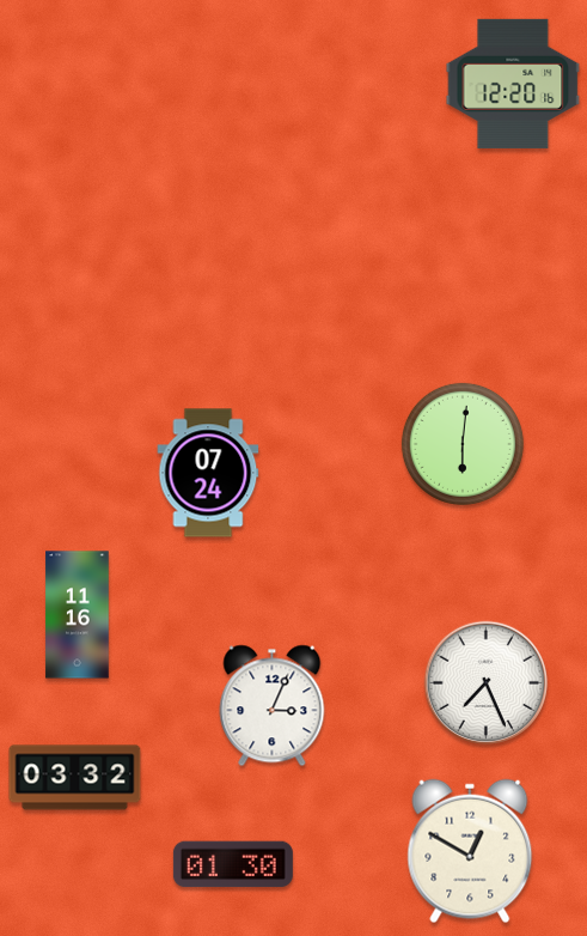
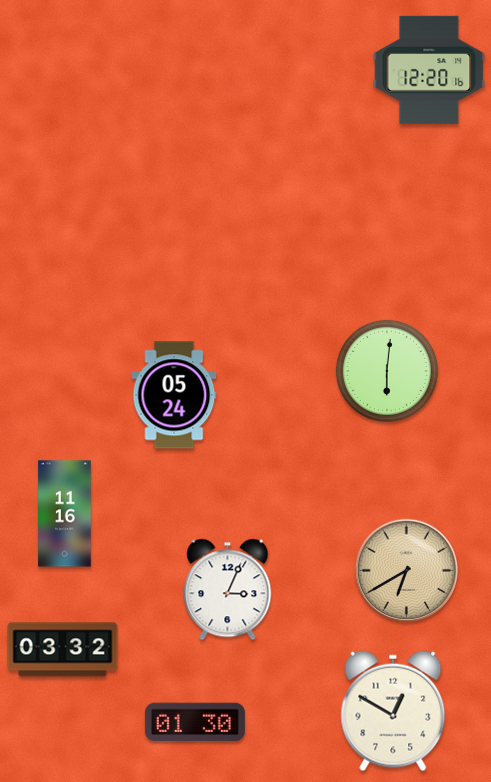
clock at (208, 473): 07:24 -> 05:24
clock at (487, 683): 7:26 -> 6:40
clock at (487, 683) dial: white -> champagne
